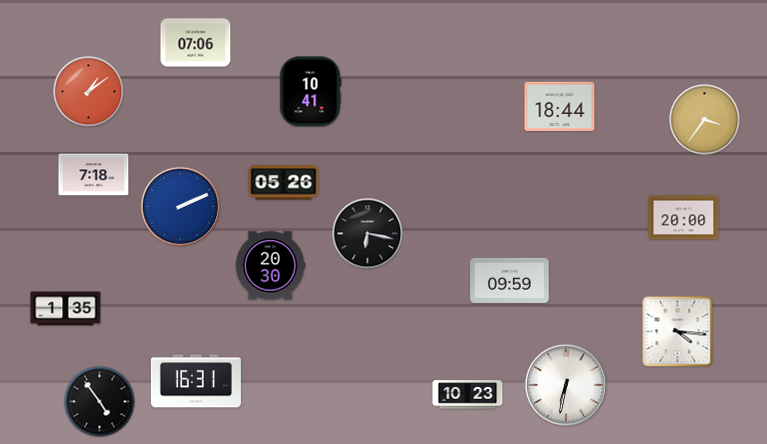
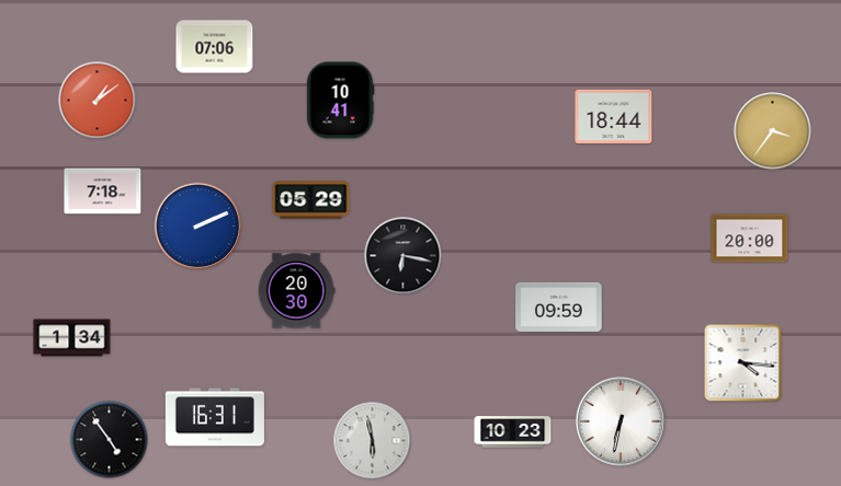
clock at (284, 183): 05:26 -> 05:29
clock at (66, 309): 1:35 -> 1:34
clock at (373, 441): none -> 5:58
